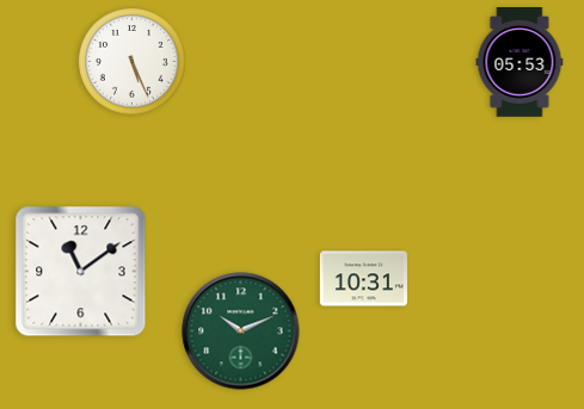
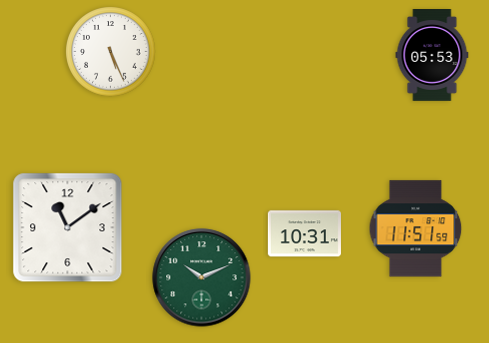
clock at (520, 63) position: (520, 63) -> (432, 56)
clock at (416, 229): none -> 11:51
